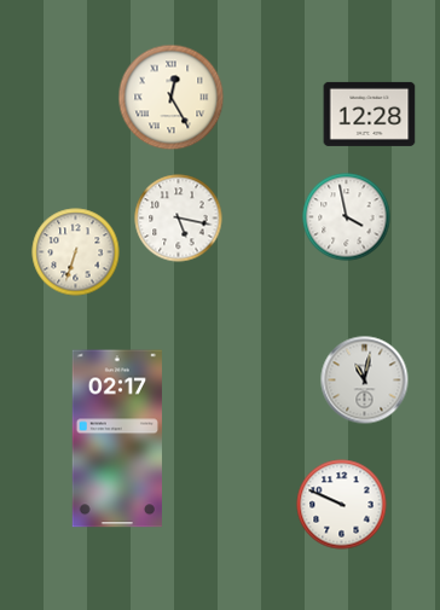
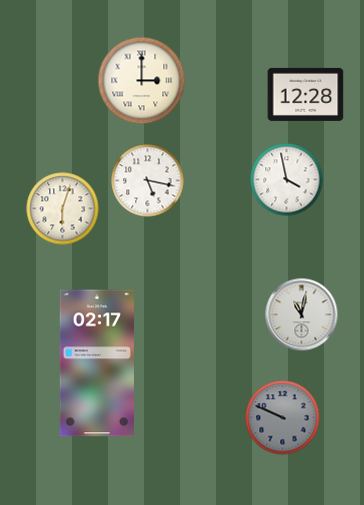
clock at (172, 98): 12:25 -> 3:00
clock at (76, 252): 6:33 -> 6:03
clock at (342, 505) dial: white -> grey
